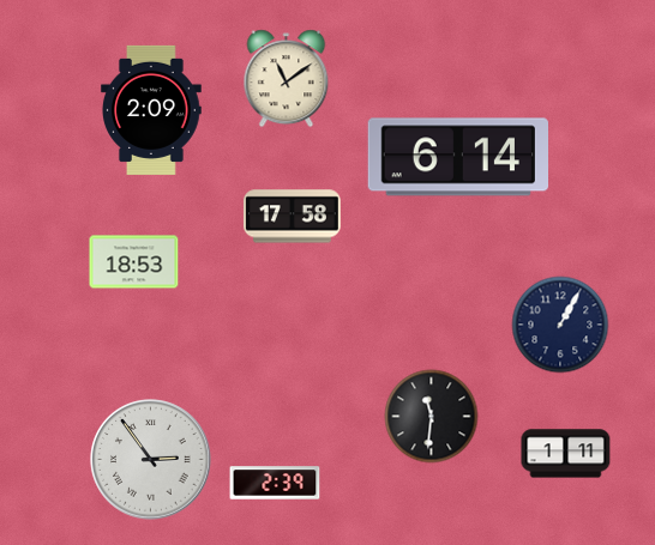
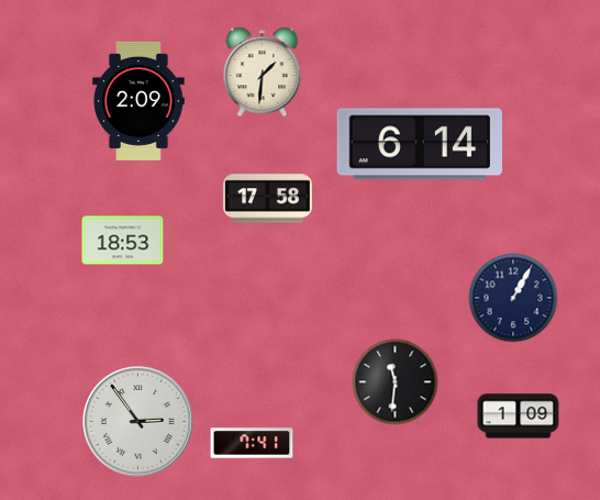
clock at (287, 79): 11:09 -> 1:31
clock at (566, 454): 1:11 -> 1:09
clock at (275, 483): 2:39 -> 7:41
